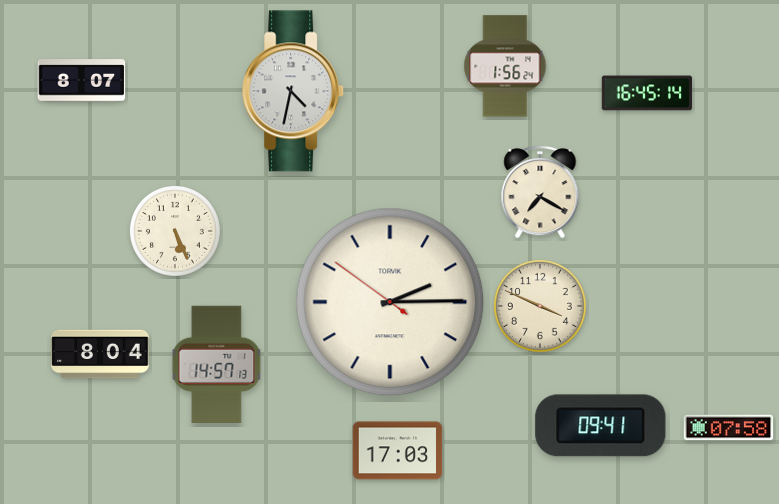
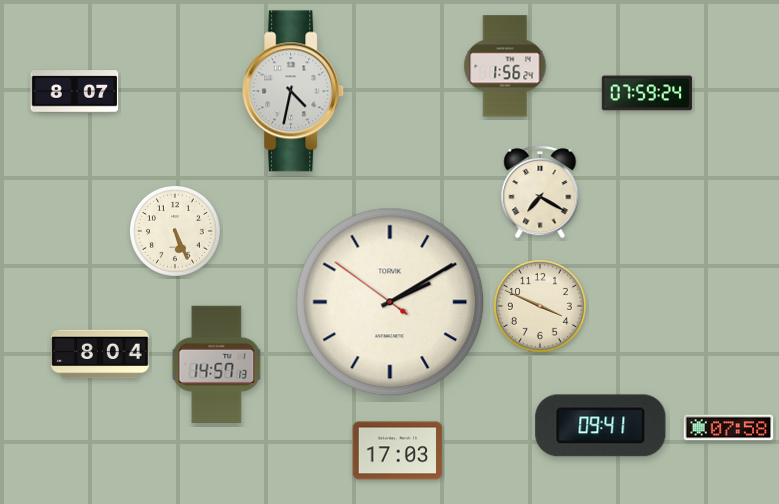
clock at (82, 81) position: (82, 81) -> (75, 92)
clock at (647, 93): 16:45 -> 07:59
clock at (390, 302): 2:14 -> 2:09
